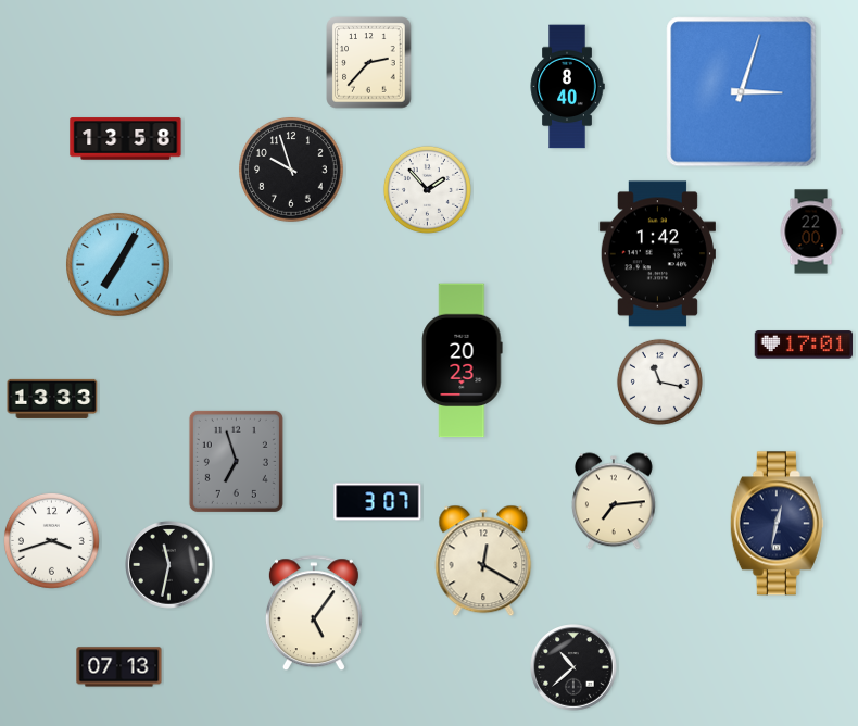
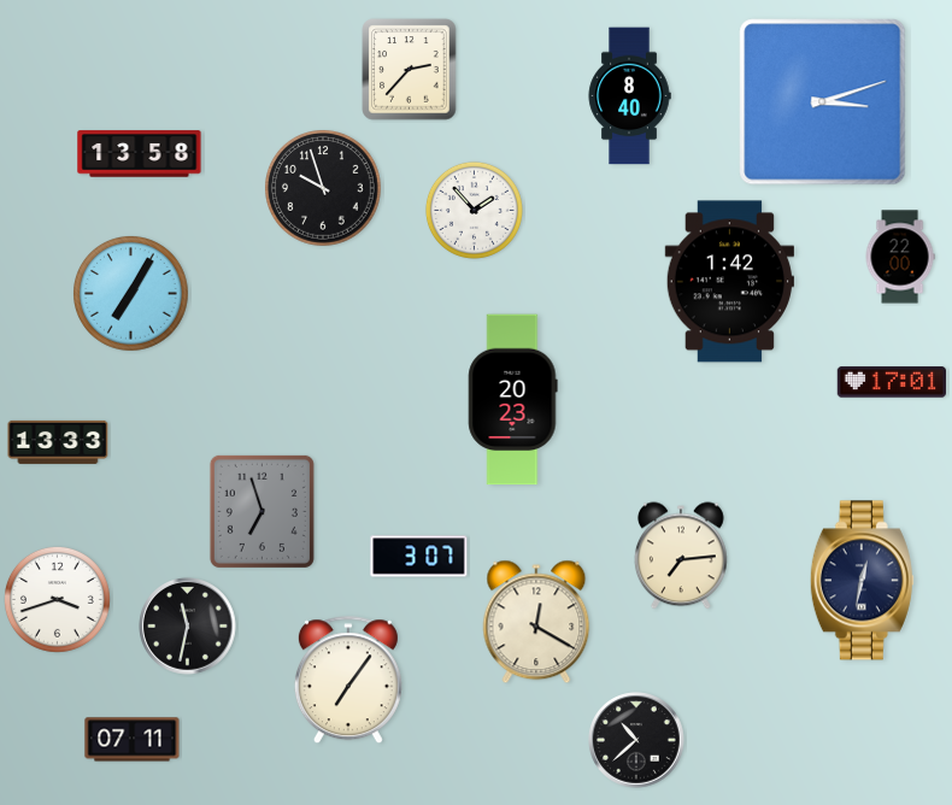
clock at (742, 92): 3:03 -> 3:12
clock at (659, 381): 11:17 -> none
clock at (314, 614): 5:06 -> 7:06
clock at (119, 667): 07:13 -> 07:11
